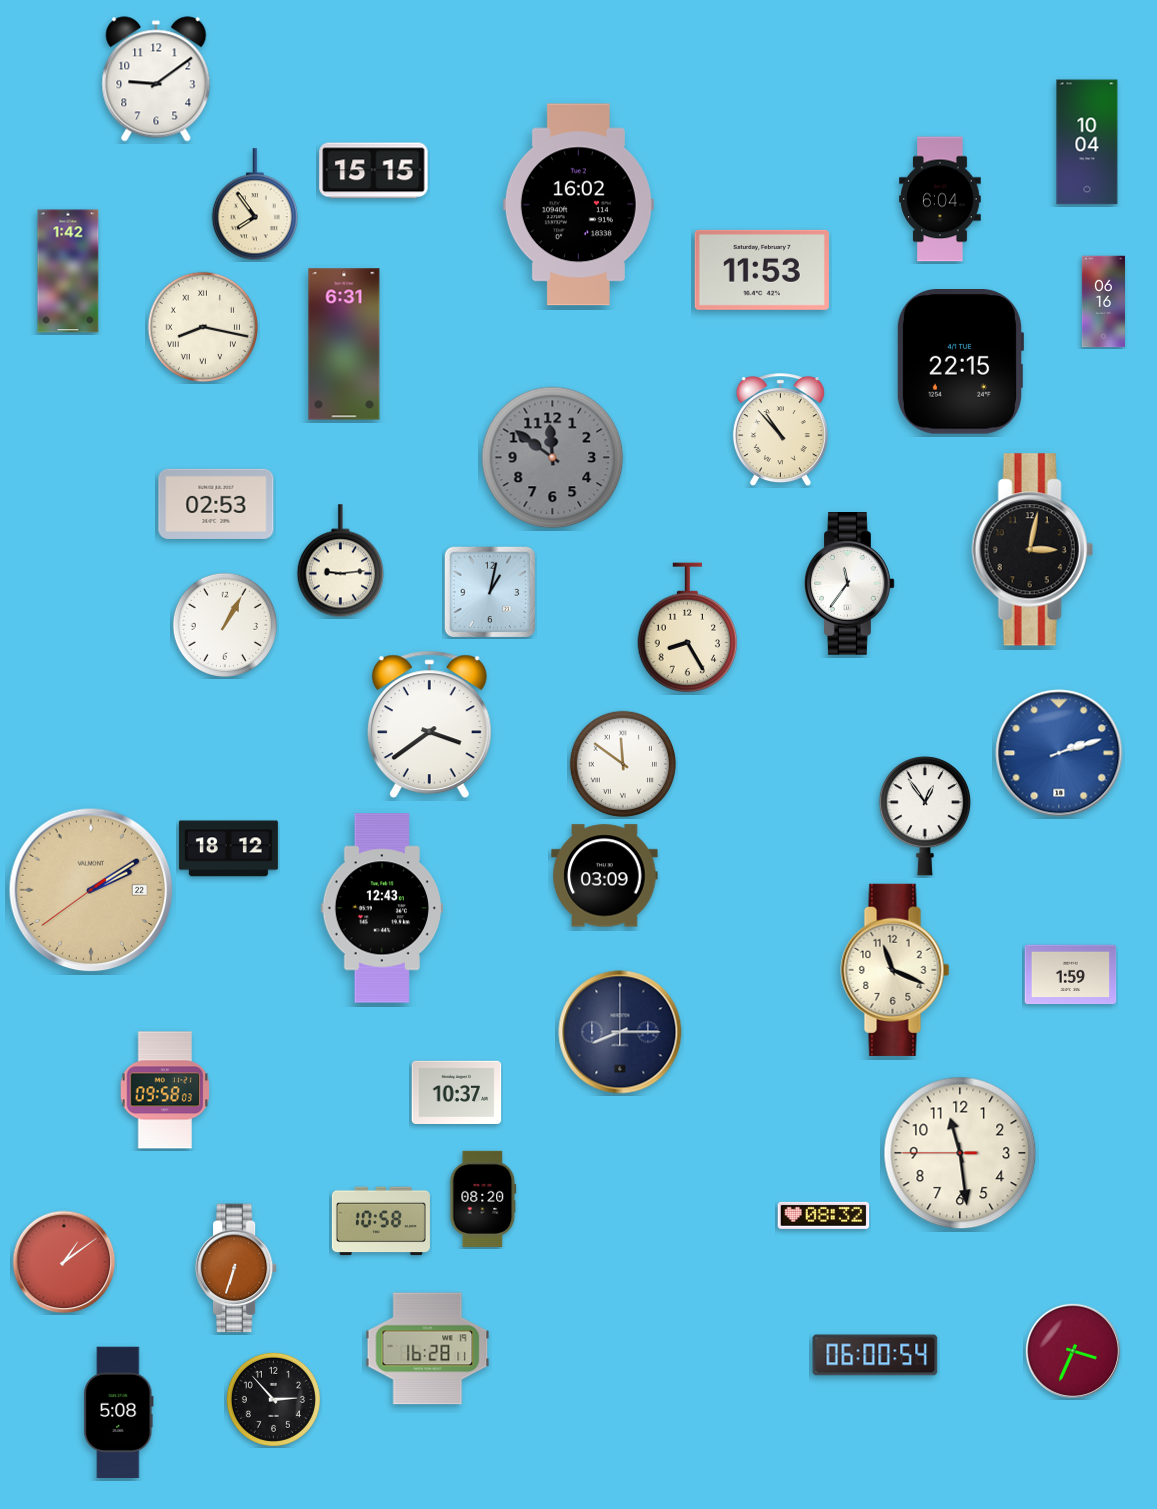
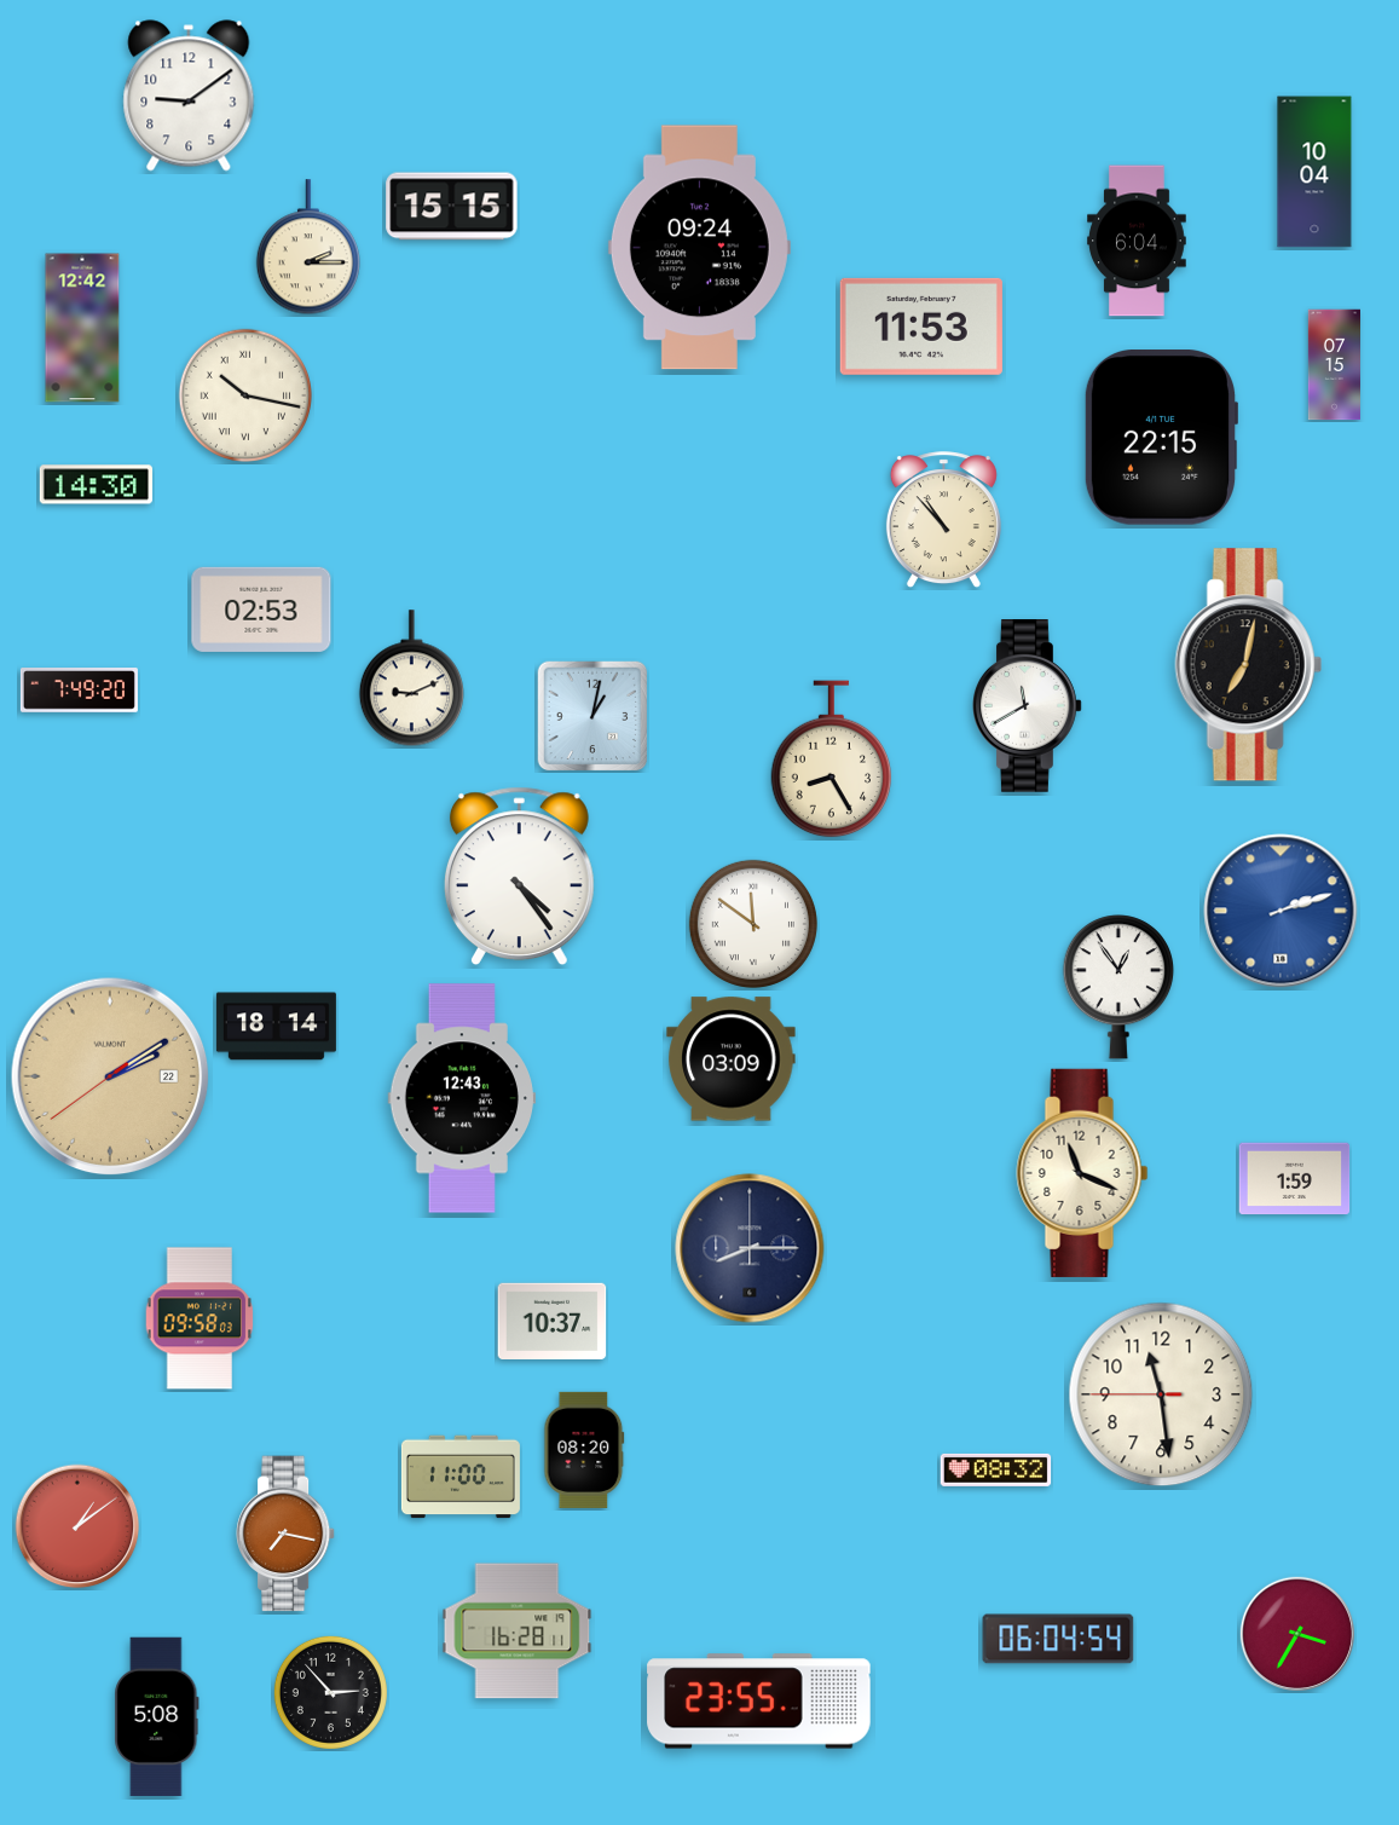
clock at (255, 205): 7:54 -> 2:15
clock at (578, 205): 16:02 -> 09:24
clock at (68, 271): 1:42 -> 12:42
clock at (1103, 302): 06:16 -> 07:15
clock at (202, 326): 8:17 -> 10:17
clock at (344, 344): 6:31 -> none
clock at (97, 485): none -> 14:30
clock at (553, 458): 11:51 -> none
clock at (1032, 550): 3:02 -> 7:02
clock at (340, 561): 9:14 -> 9:11
clock at (79, 691): none -> 7:49
clock at (850, 584): 11:36 -> 11:40
clock at (225, 625): 1:05 -> none
clock at (429, 724): 3:39 -> 4:24
clock at (228, 849): 18:12 -> 18:14
clock at (381, 1221): 10:58 -> 11:00
clock at (236, 1268): 6:33 -> 7:17
clock at (1072, 1350): 3:34 -> 3:35
clock at (875, 1355): 06:00 -> 06:04
clock at (759, 1702): none -> 23:55
clock at (119, 1413) position: (119, 1413) -> (157, 1717)
